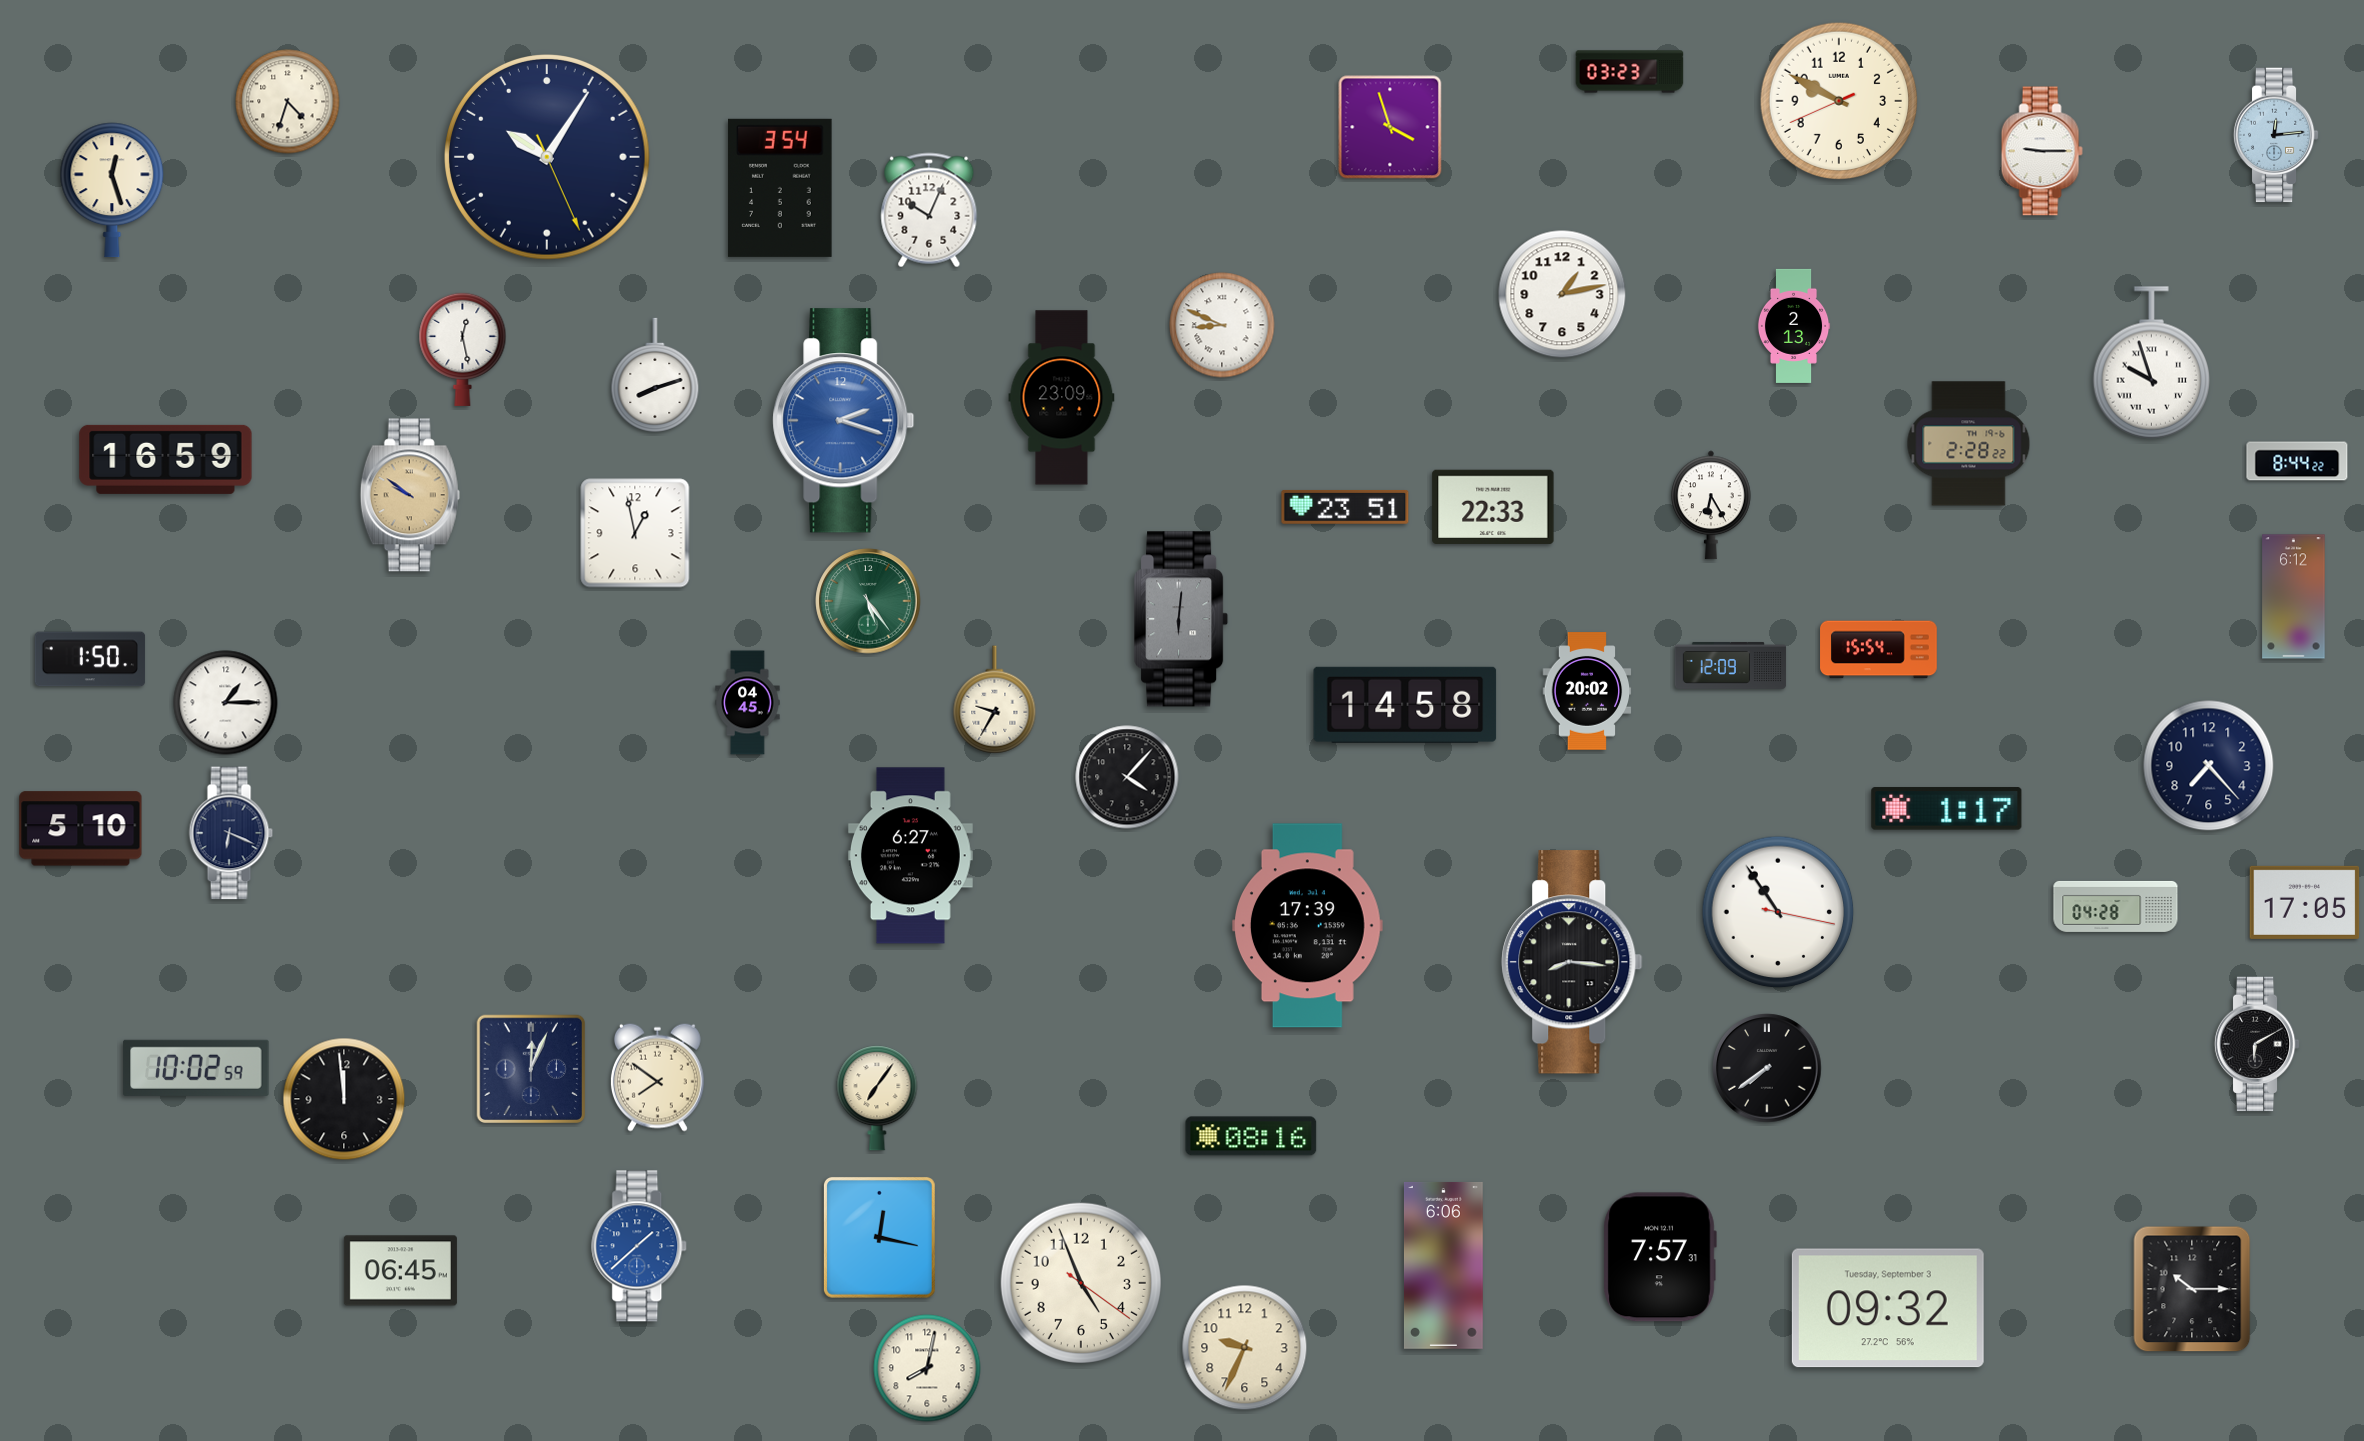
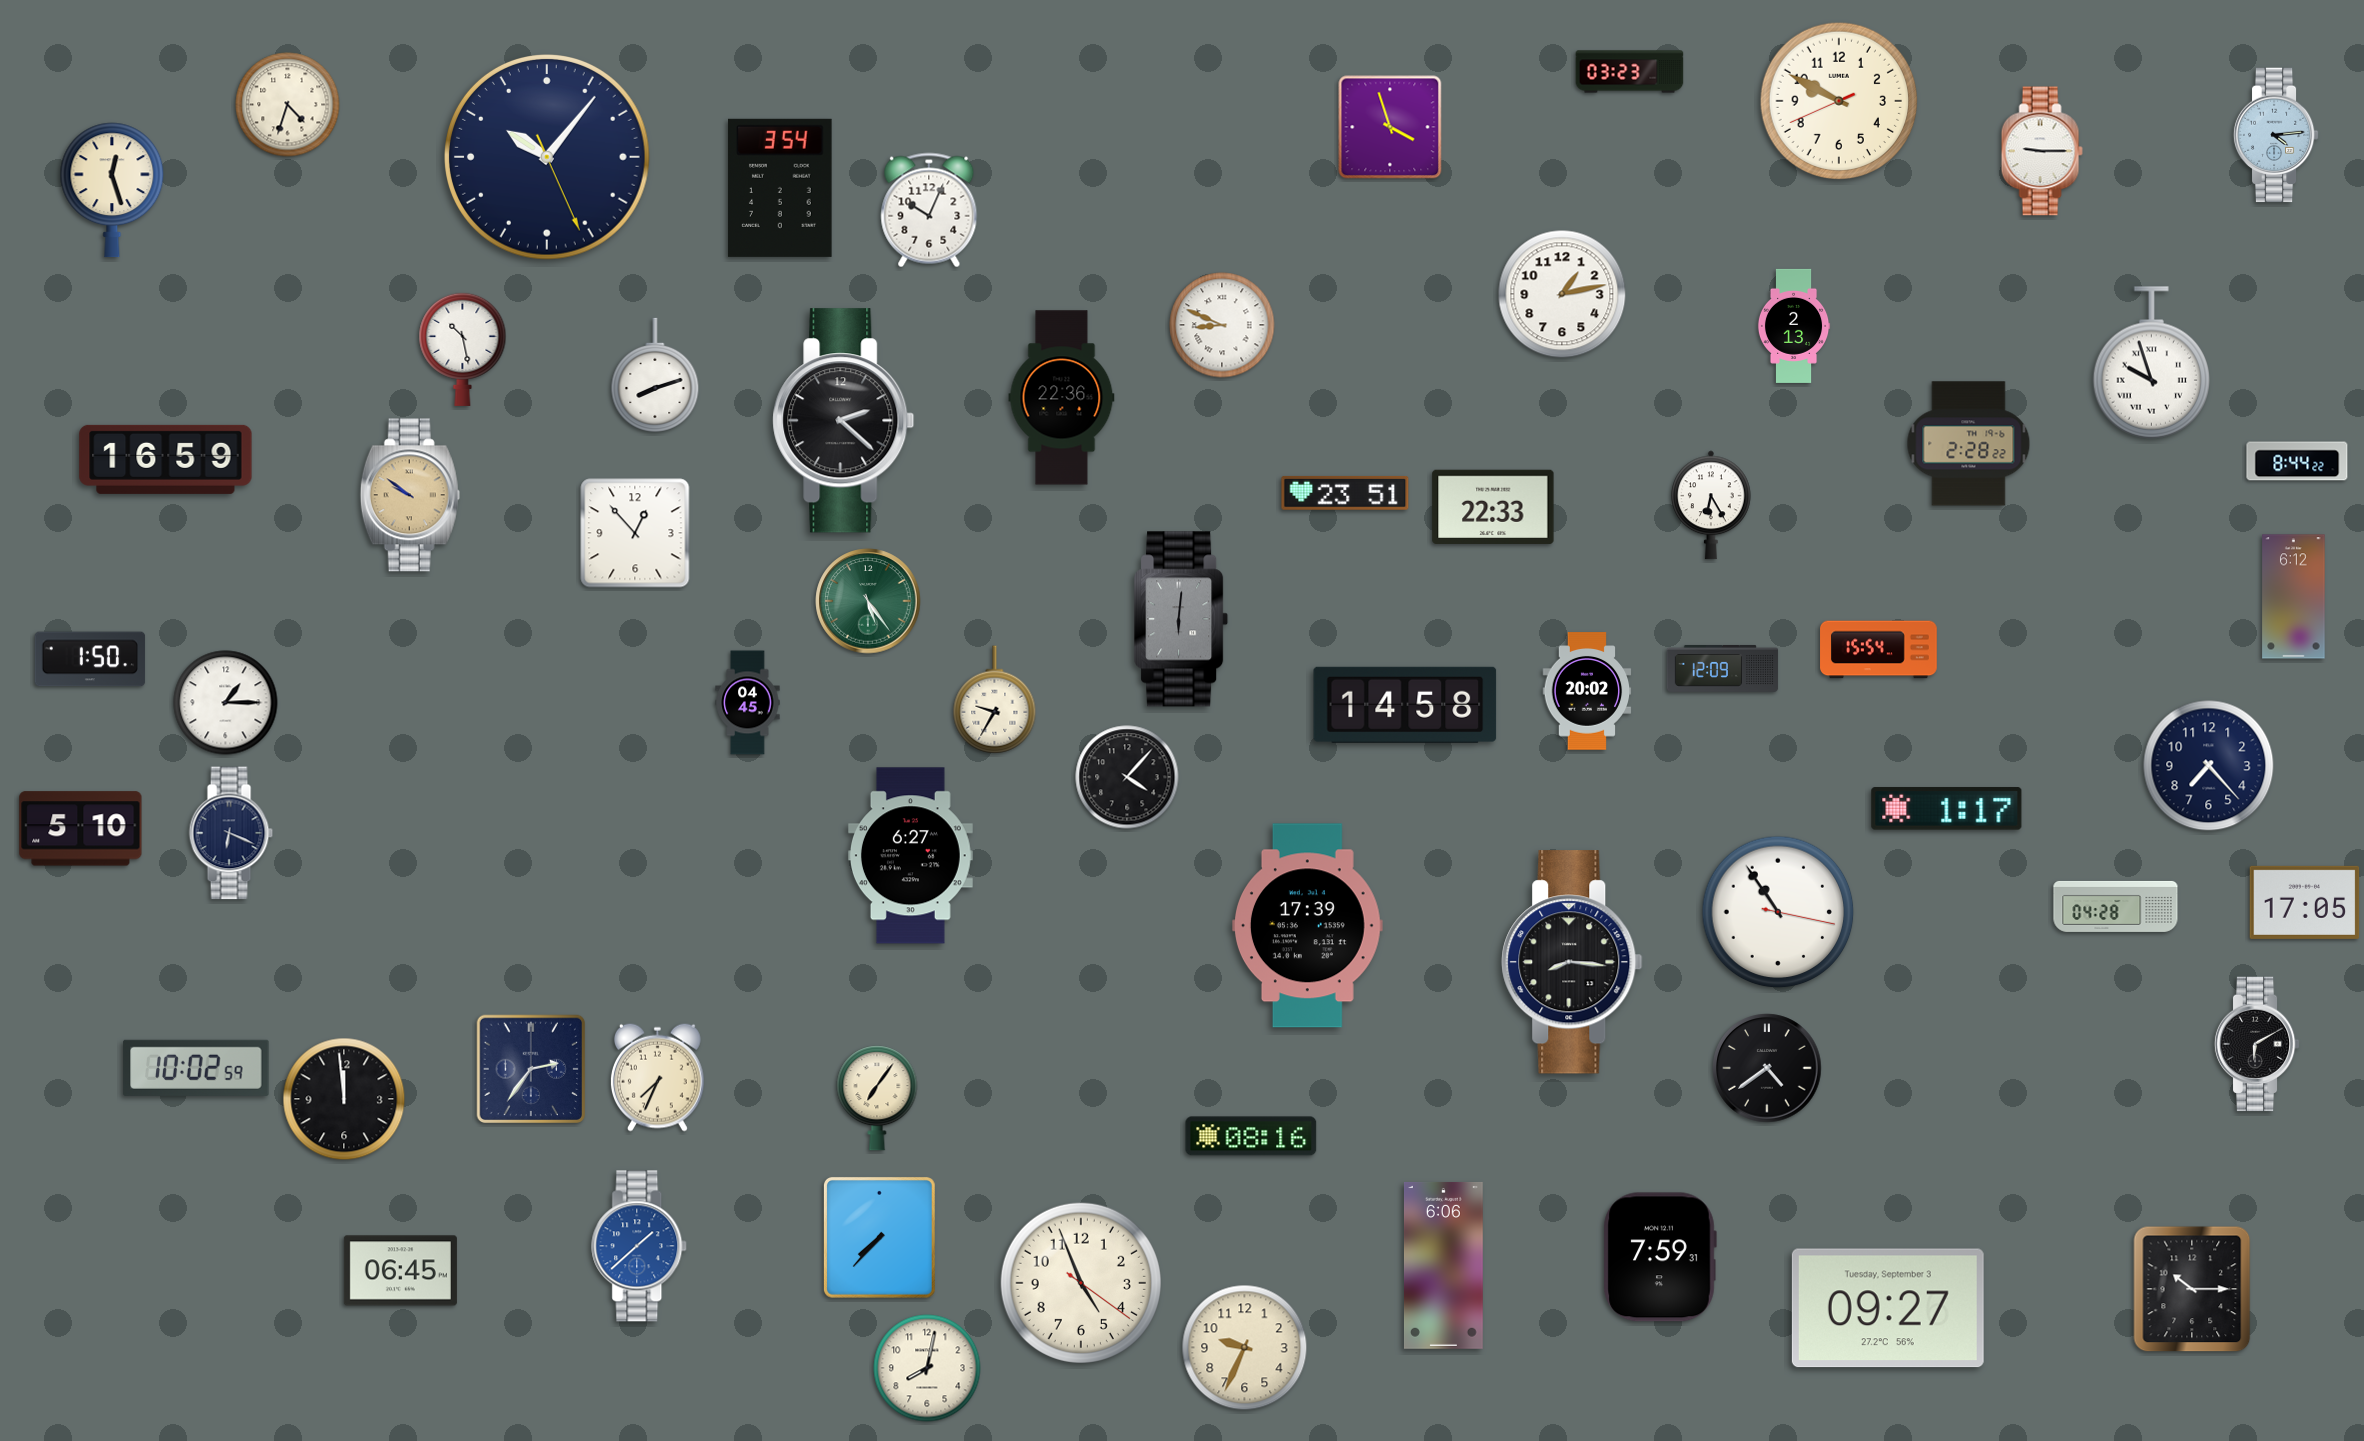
clock at (288, 102) position: (288, 102) -> (288, 105)
clock at (2276, 135): 12:14 -> 4:14
clock at (548, 158): 10:05 -> 10:06
clock at (463, 349): 12:28 -> 10:28
clock at (1062, 398): 23:09 -> 22:36
clock at (844, 421): 2:18 -> 2:22
clock at (844, 421) dial: blue -> black
clock at (1345, 507) position: (1345, 507) -> (1345, 493)
clock at (635, 533): 12:58 -> 12:53
clock at (1731, 665) position: (1731, 665) -> (1723, 668)
clock at (1767, 1068): 7:39 -> 4:39
clock at (531, 1069): 12:04 -> 2:36
clock at (657, 1077): 7:51 -> 7:34
clock at (879, 1237): 12:17 -> 7:37
clock at (1660, 1257): 7:57 -> 7:59
clock at (1888, 1308): 09:32 -> 09:27
